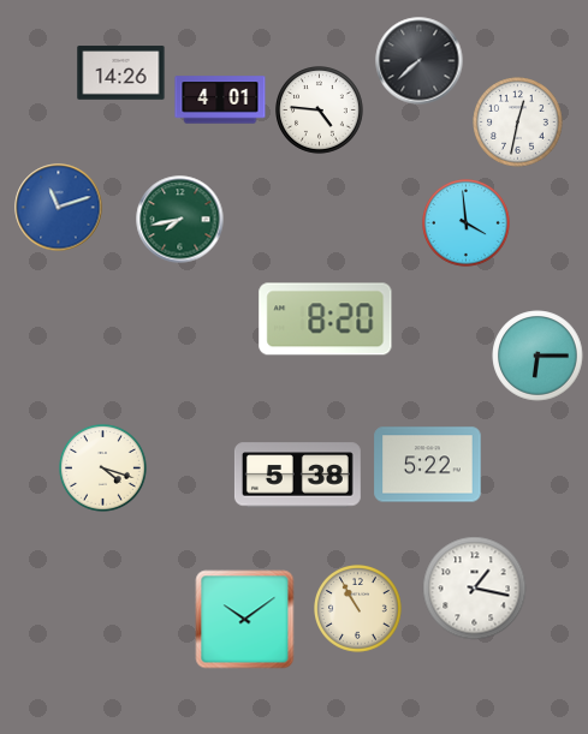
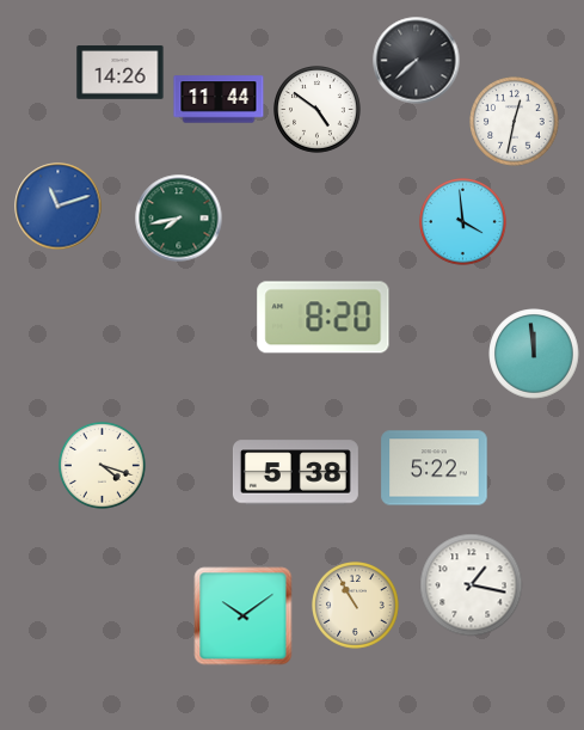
clock at (220, 100): 4:01 -> 11:44
clock at (320, 111): 4:46 -> 4:51
clock at (537, 356): 6:15 -> 11:59
clock at (428, 465) position: (428, 465) -> (435, 468)
